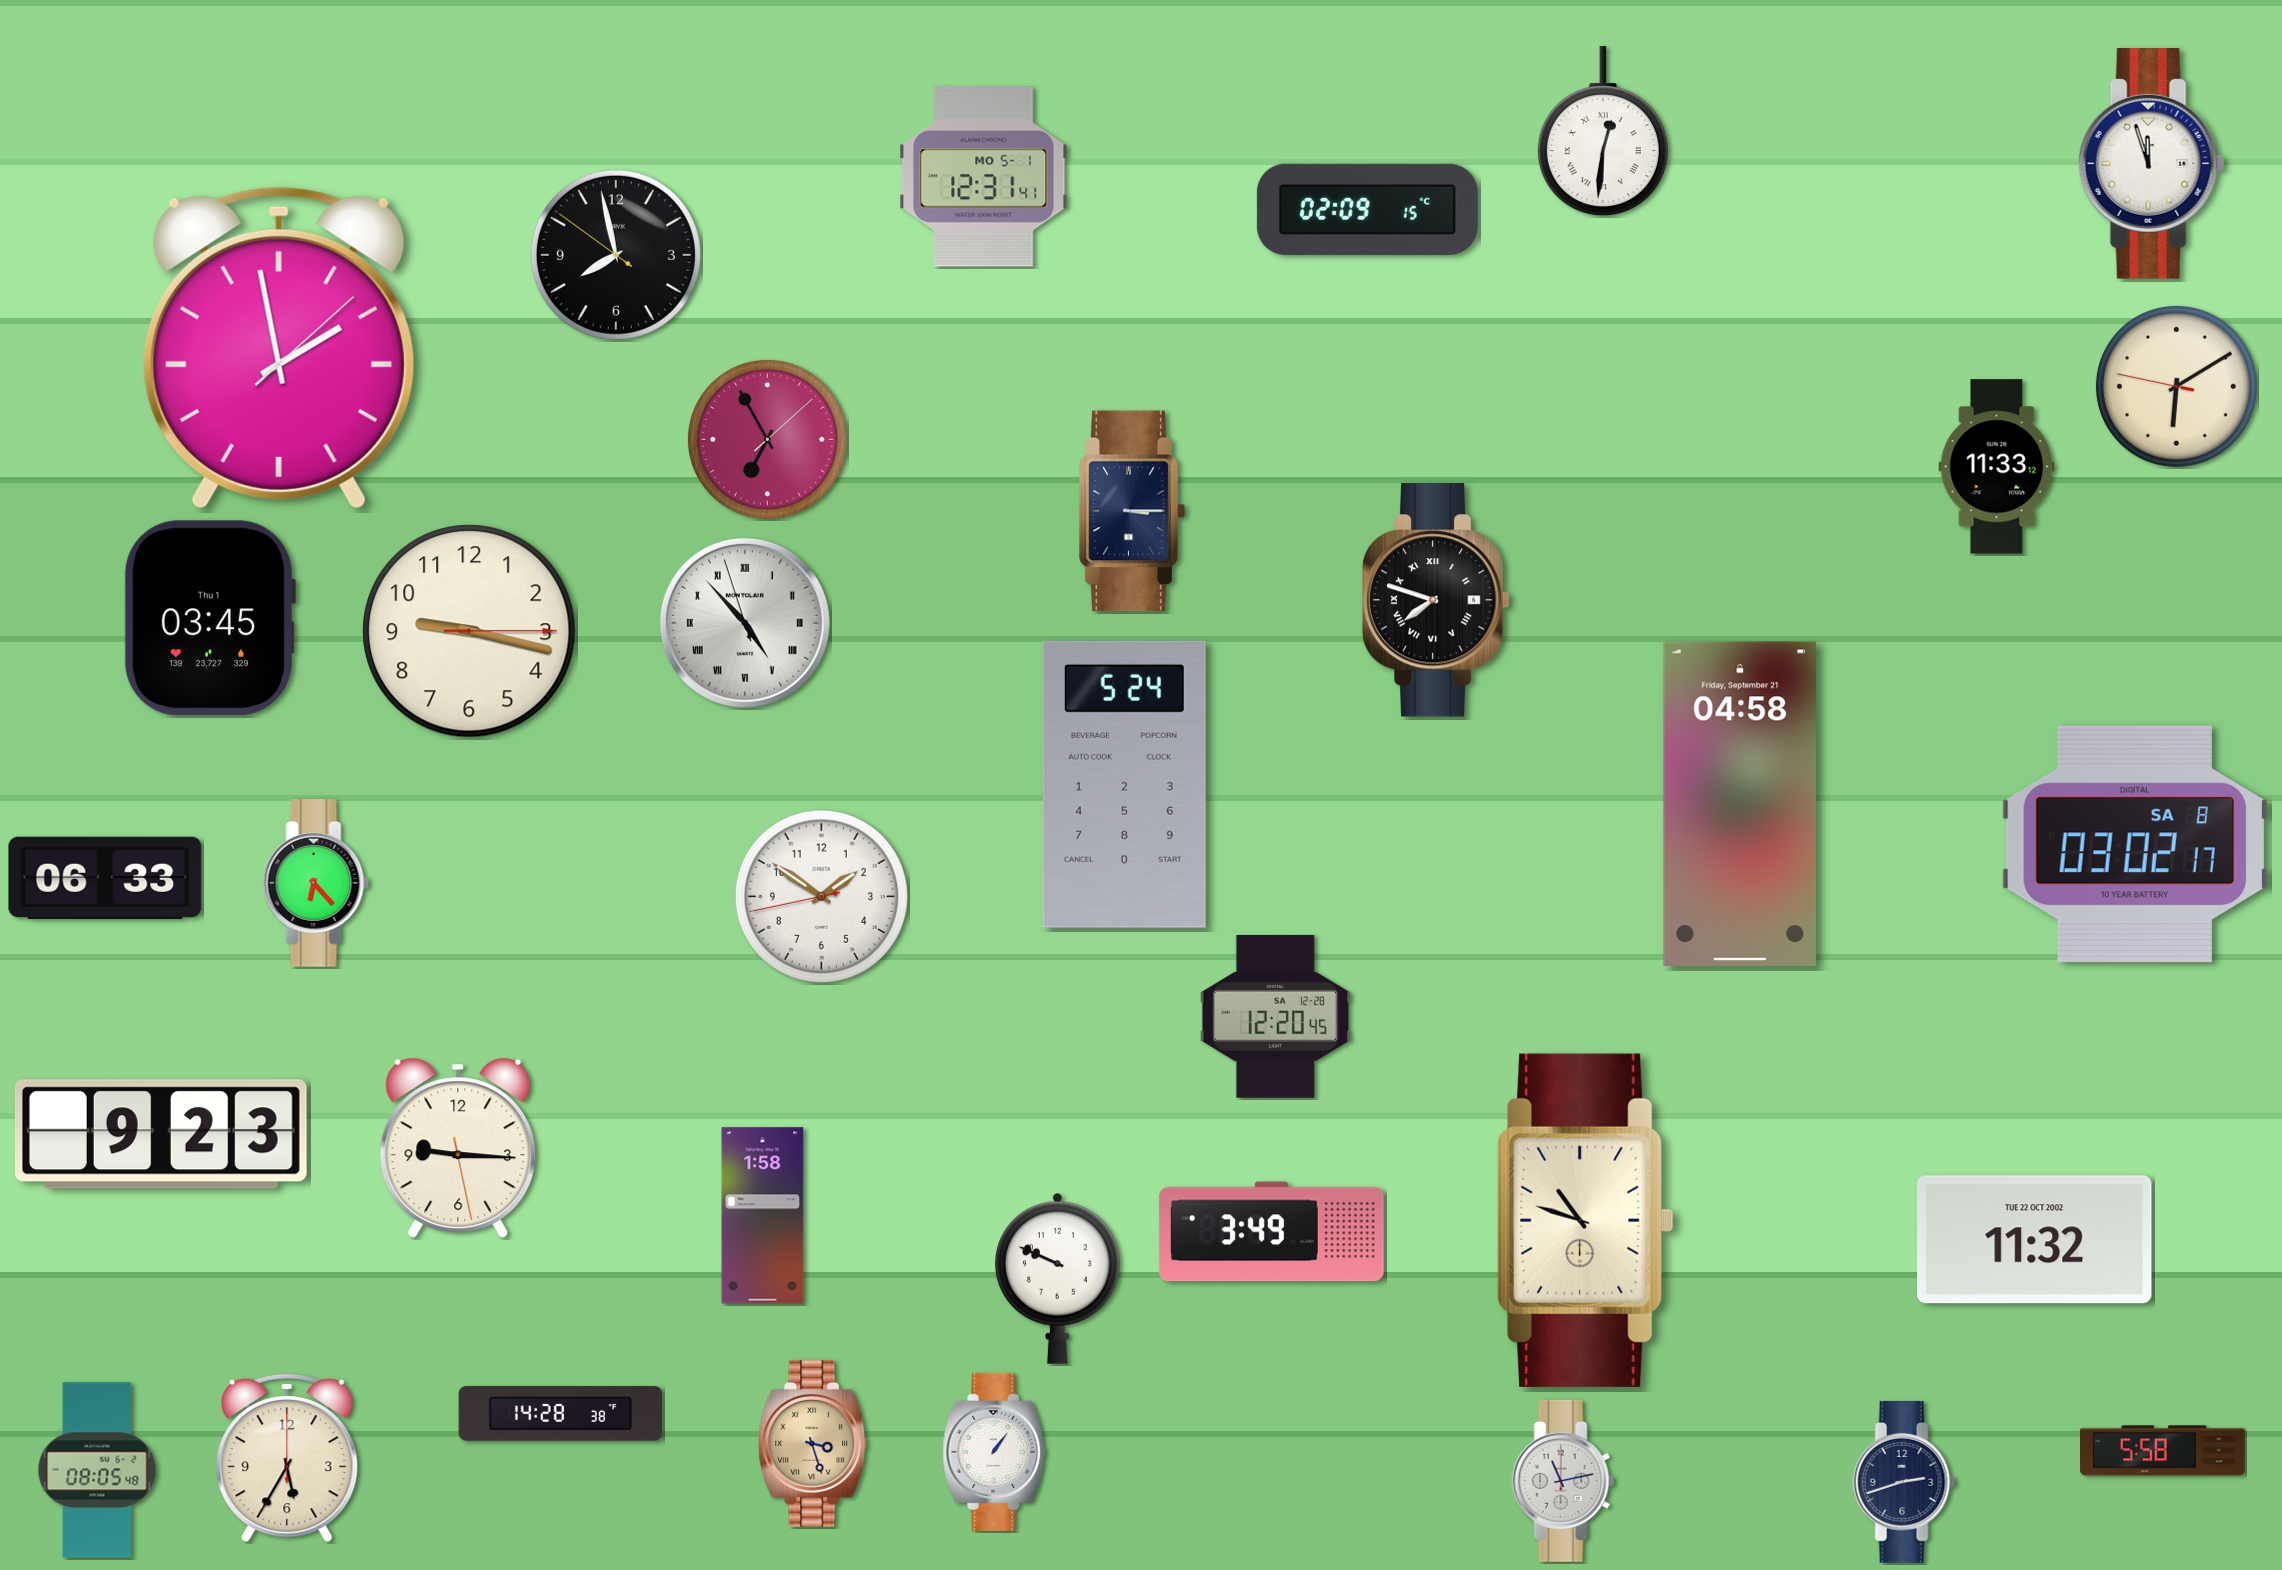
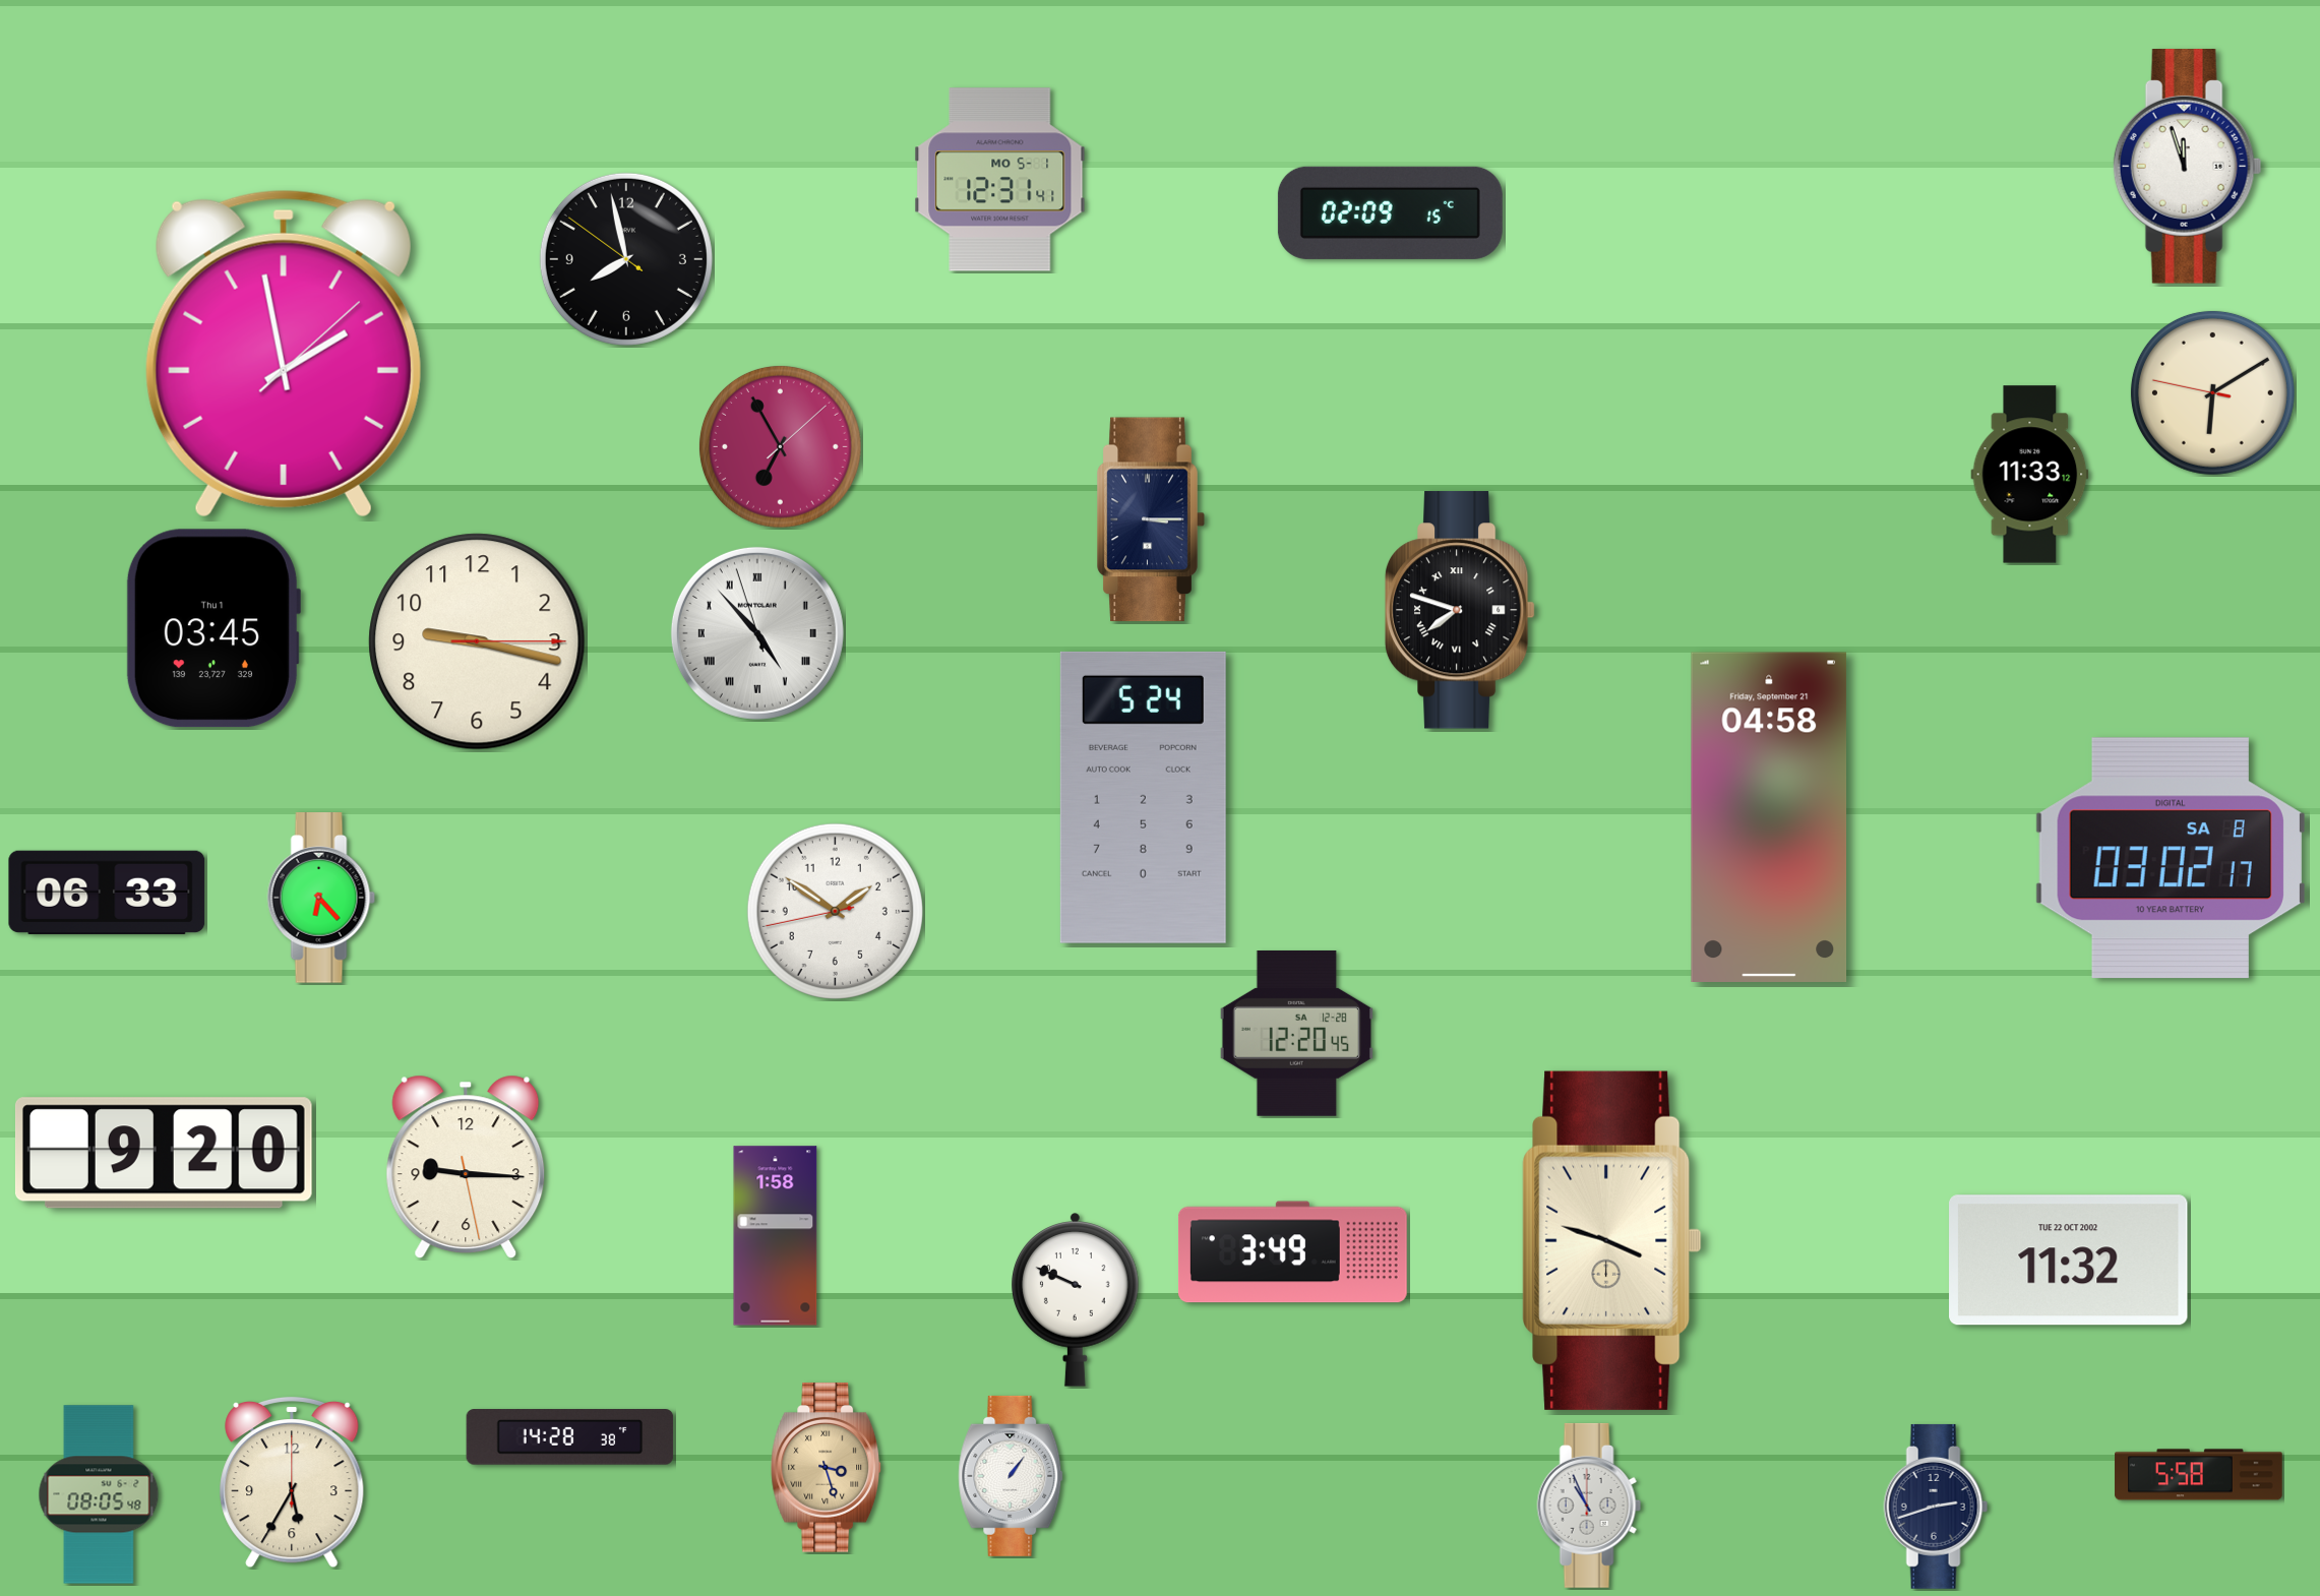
clock at (1603, 132): 12:31 -> none
clock at (161, 1134): 9:23 -> 9:20
clock at (1586, 1220): 10:48 -> 3:48
clock at (1563, 1481): 11:13 -> 10:56
